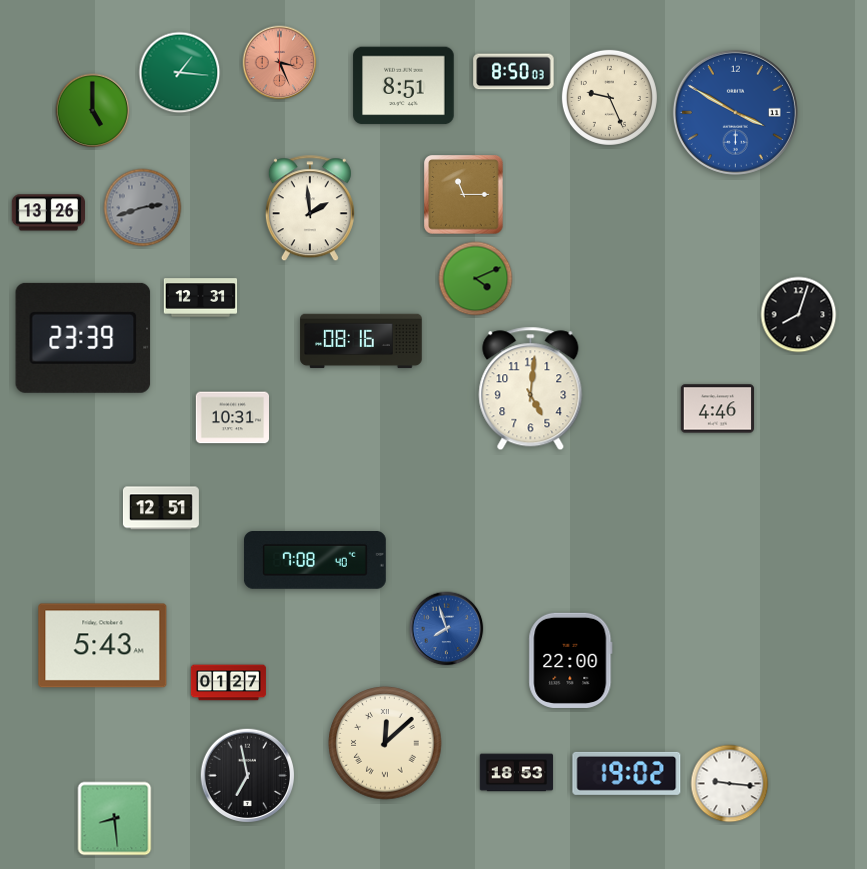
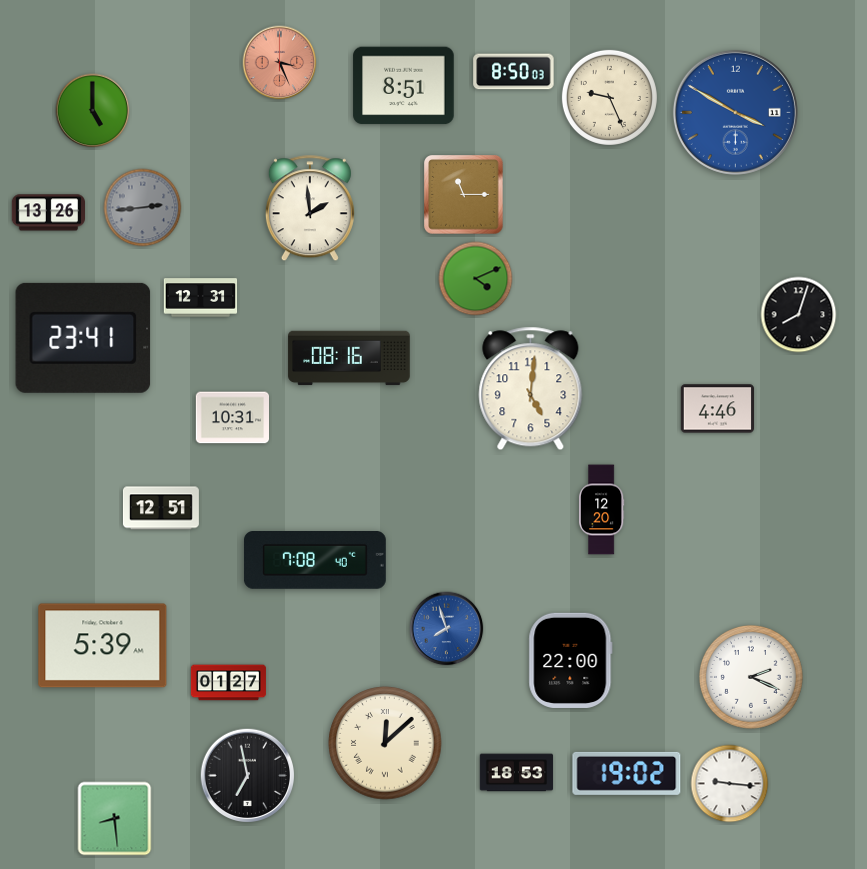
clock at (180, 73): 1:16 -> none
clock at (143, 208): 2:42 -> 2:44
clock at (83, 338): 23:39 -> 23:41
clock at (361, 341) position: (361, 341) -> (349, 358)
clock at (601, 510): none -> 12:20
clock at (103, 646): 5:43 -> 5:39
clock at (751, 677): none -> 2:19
